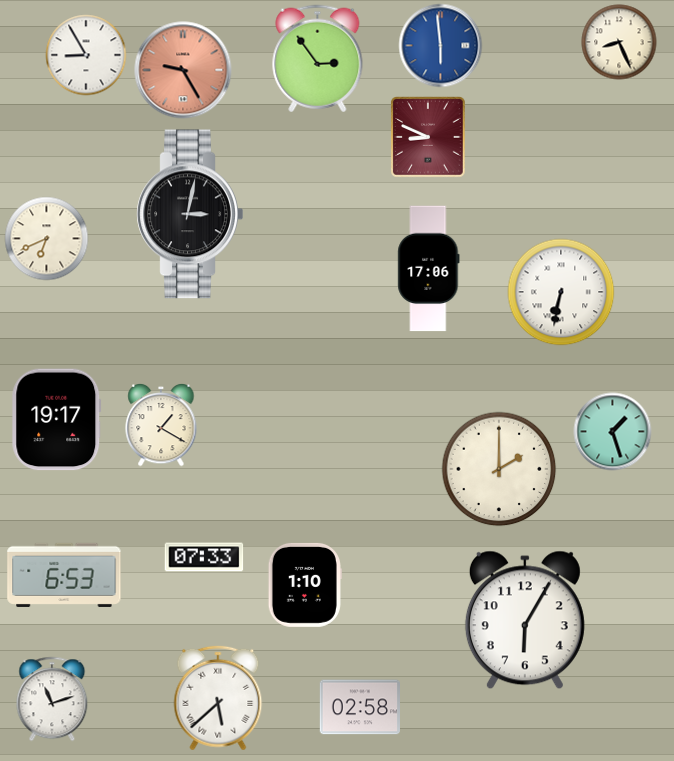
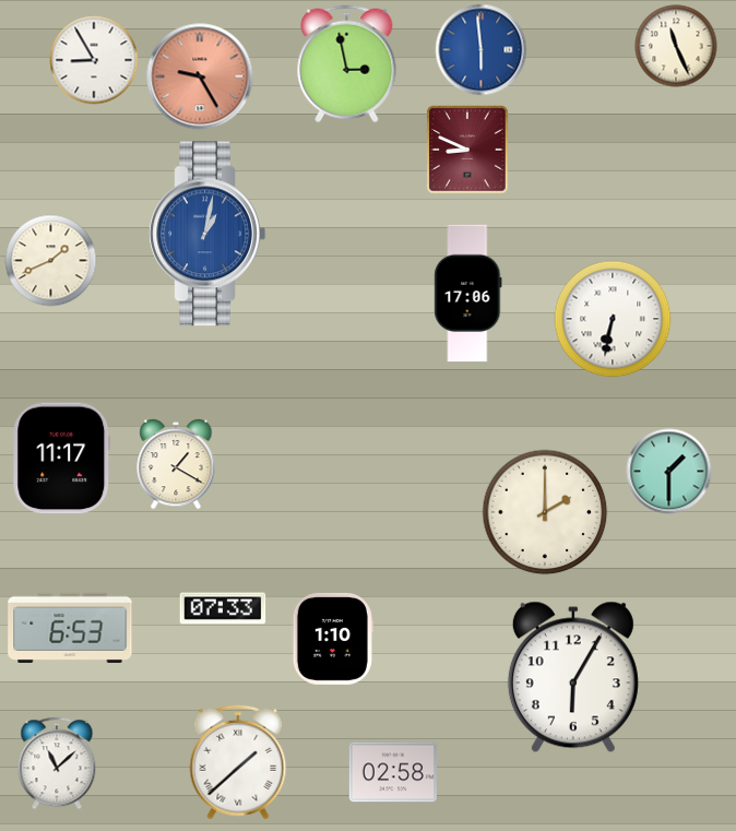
clock at (619, 42): 8:26 -> 11:26
clock at (318, 59): 2:54 -> 2:58
clock at (190, 214): 3:02 -> 1:02
clock at (190, 214) dial: black -> blue
clock at (47, 239): 6:41 -> 1:41
clock at (57, 420): 19:17 -> 11:17
clock at (613, 432): 1:27 -> 1:30
clock at (218, 698): 5:38 -> 1:38
clock at (52, 699): 11:12 -> 11:08
